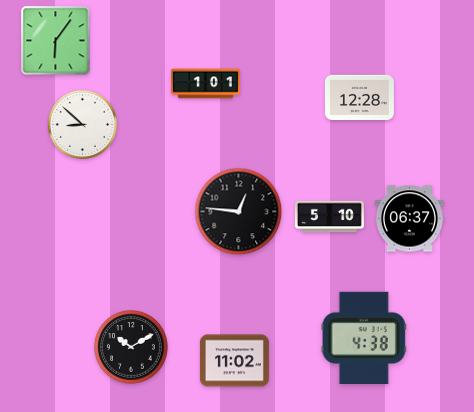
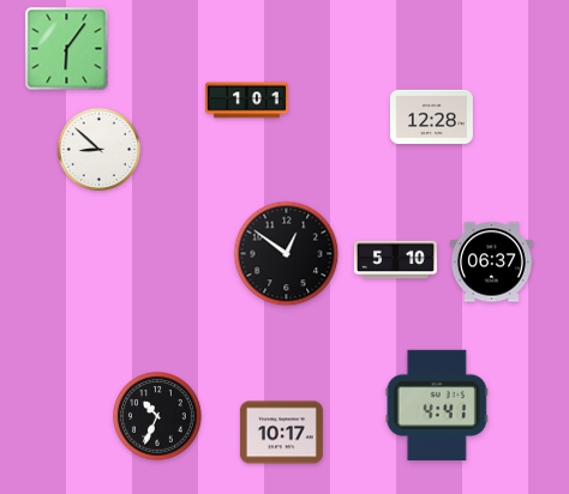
clock at (239, 212): 12:46 -> 12:51
clock at (364, 337): 4:38 -> 4:41
clock at (131, 347): 10:10 -> 10:34
clock at (234, 361): 11:02 -> 10:17
